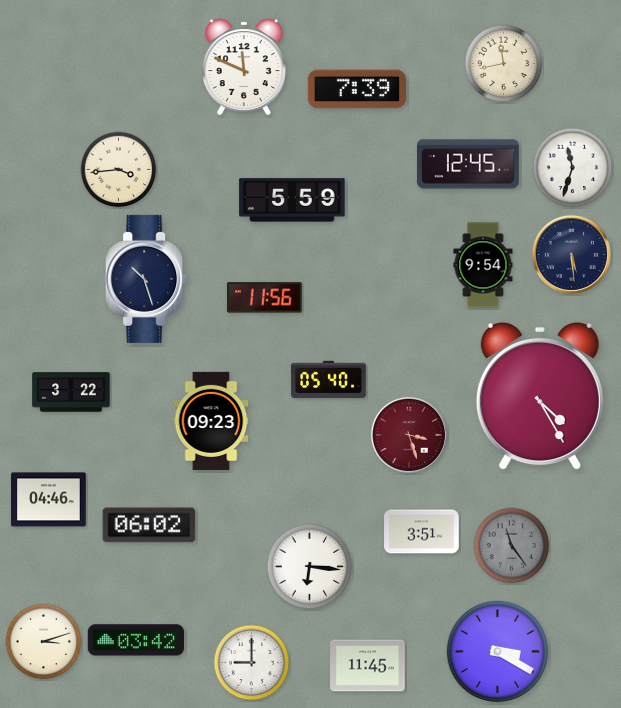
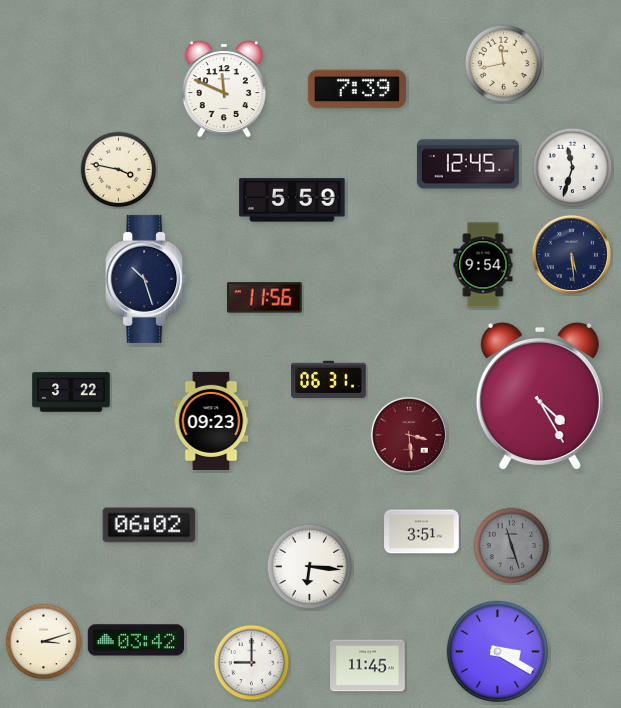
clock at (244, 67) position: (244, 67) -> (224, 89)
clock at (119, 170): 3:44 -> 3:47
clock at (329, 380): 05:40 -> 06:31
clock at (409, 435): 3:27 -> 3:29
clock at (49, 500): 04:46 -> none
clock at (512, 546): 11:24 -> 11:27
